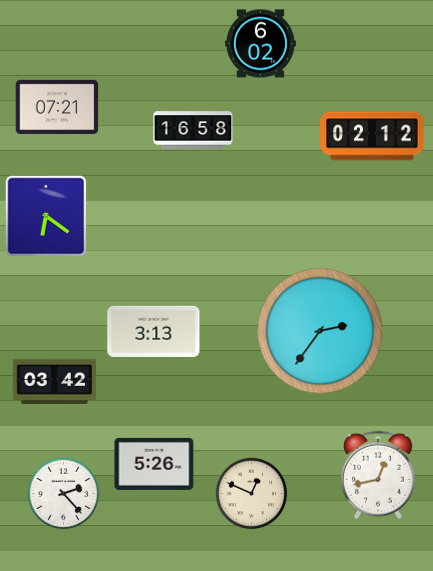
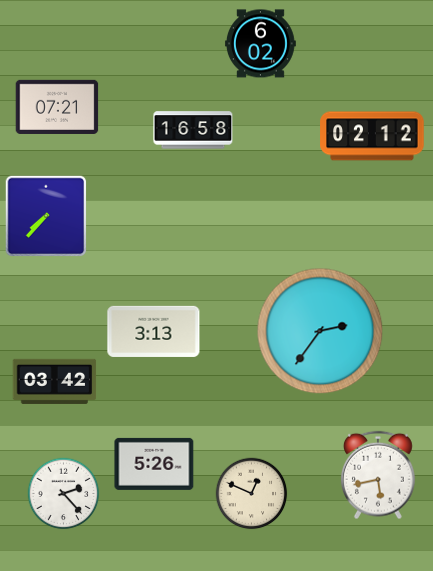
clock at (46, 216): 6:21 -> 7:37
clock at (379, 475): 12:43 -> 5:43
